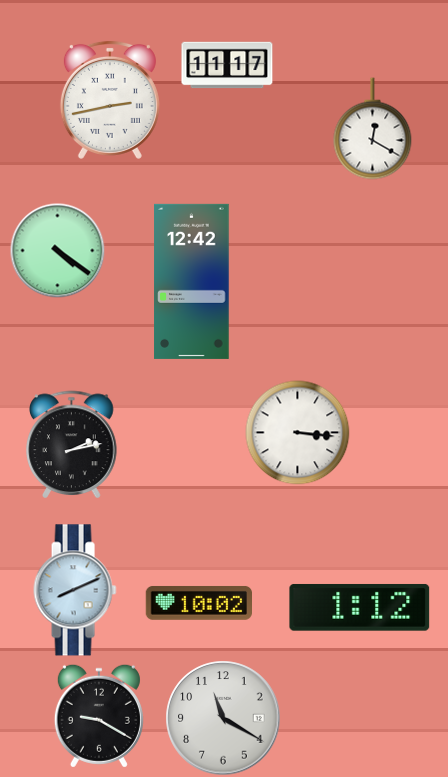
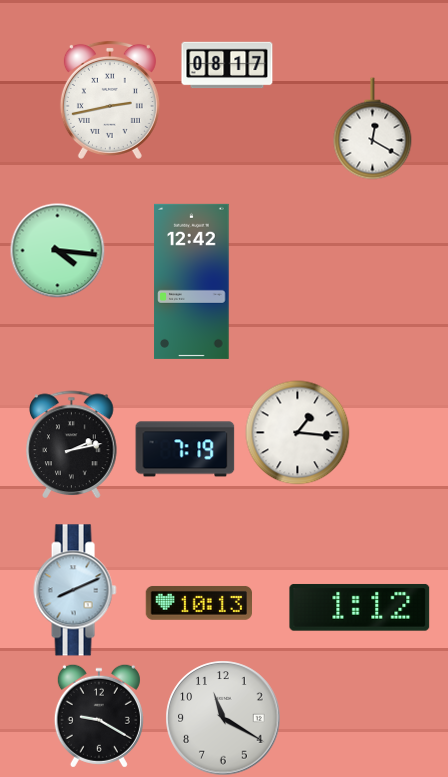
clock at (227, 65): 11:17 -> 08:17
clock at (57, 250): 4:21 -> 4:16
clock at (298, 433): 3:16 -> 1:16
clock at (185, 449): none -> 7:19
clock at (198, 603): 10:02 -> 10:13
